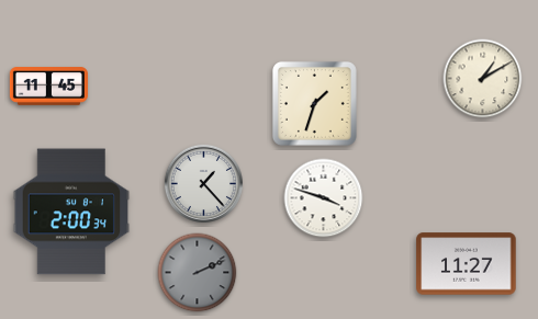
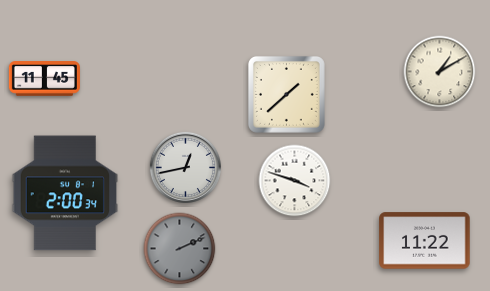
clock at (314, 103): 1:33 -> 1:38
clock at (203, 183): 1:23 -> 12:43
clock at (467, 264): 11:27 -> 11:22
